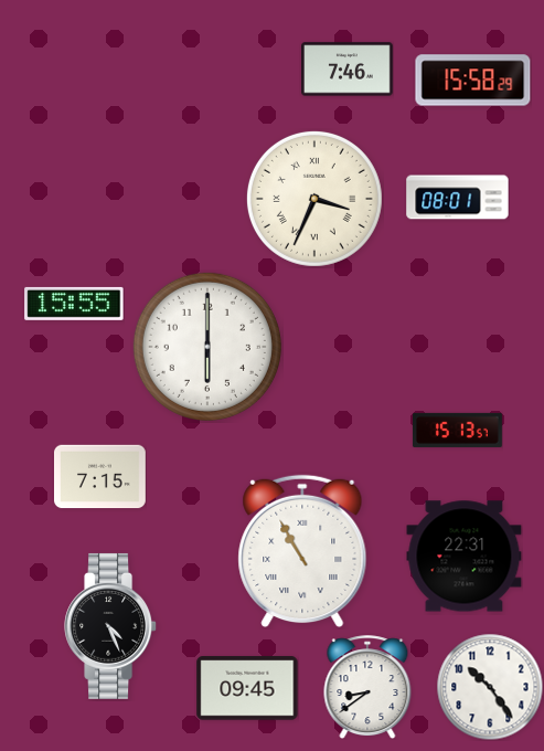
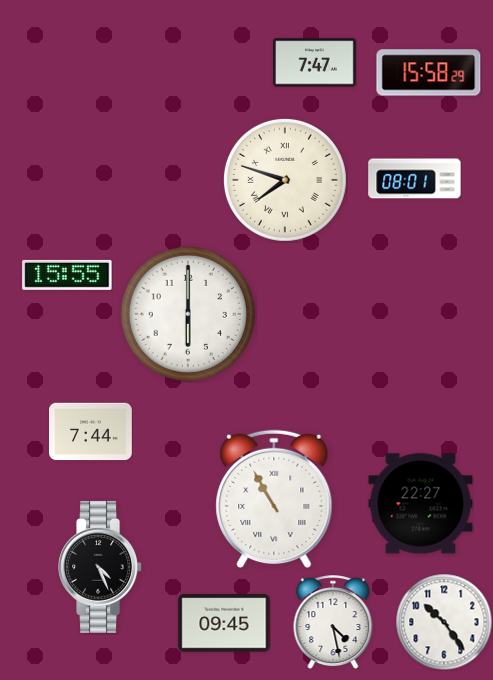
clock at (348, 70): 7:46 -> 7:47
clock at (314, 199): 3:34 -> 7:48
clock at (457, 430): 15:13 -> none
clock at (100, 477): 7:15 -> 7:44
clock at (465, 557): 22:31 -> 22:27
clock at (367, 687): 8:39 -> 4:28
